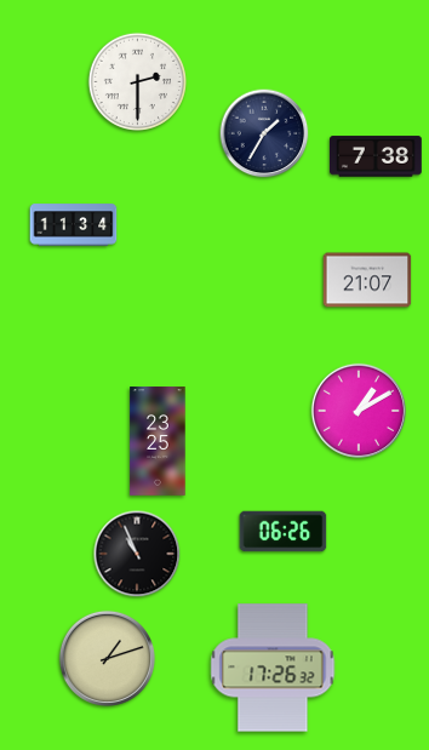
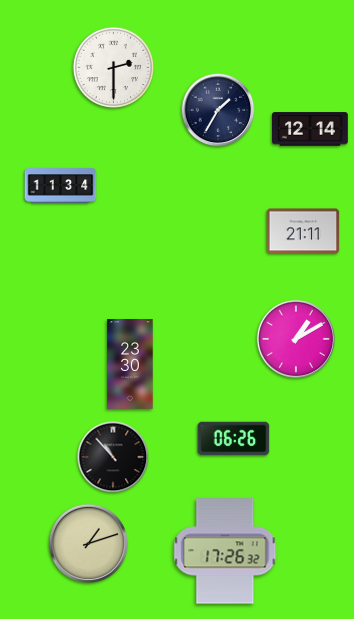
clock at (377, 156): 7:38 -> 12:14
clock at (367, 280): 21:07 -> 21:11
clock at (158, 441): 23:25 -> 23:30
clock at (137, 554): 10:56 -> 10:53
